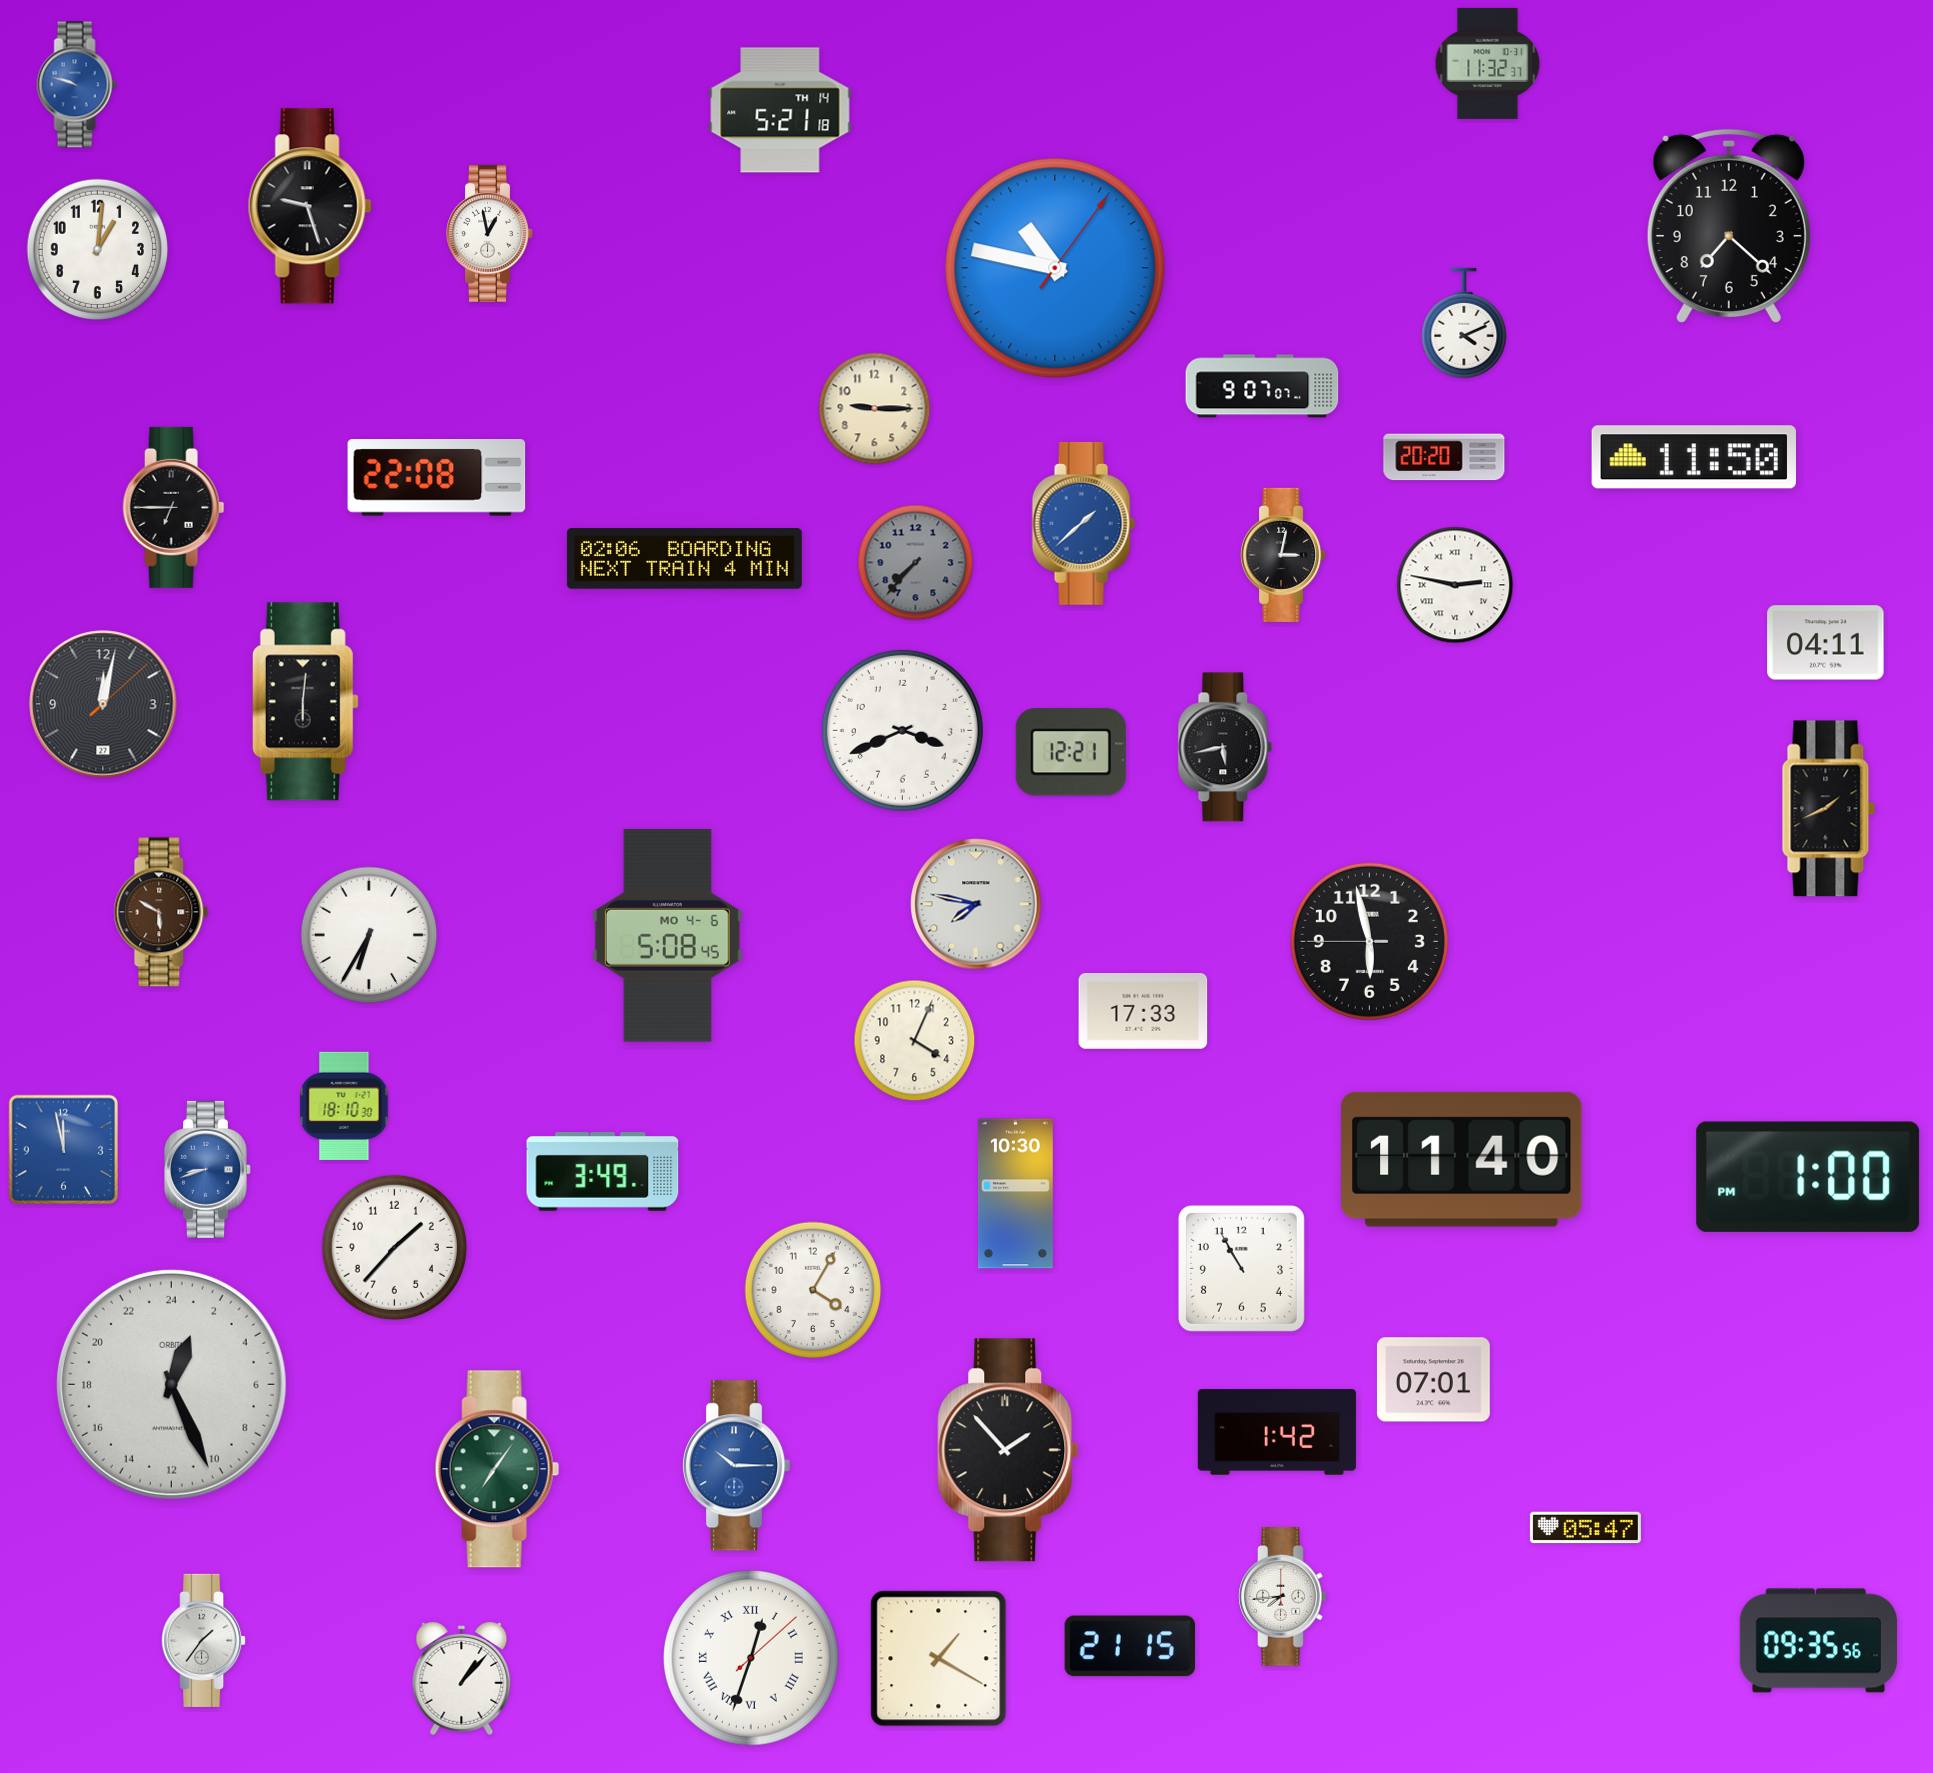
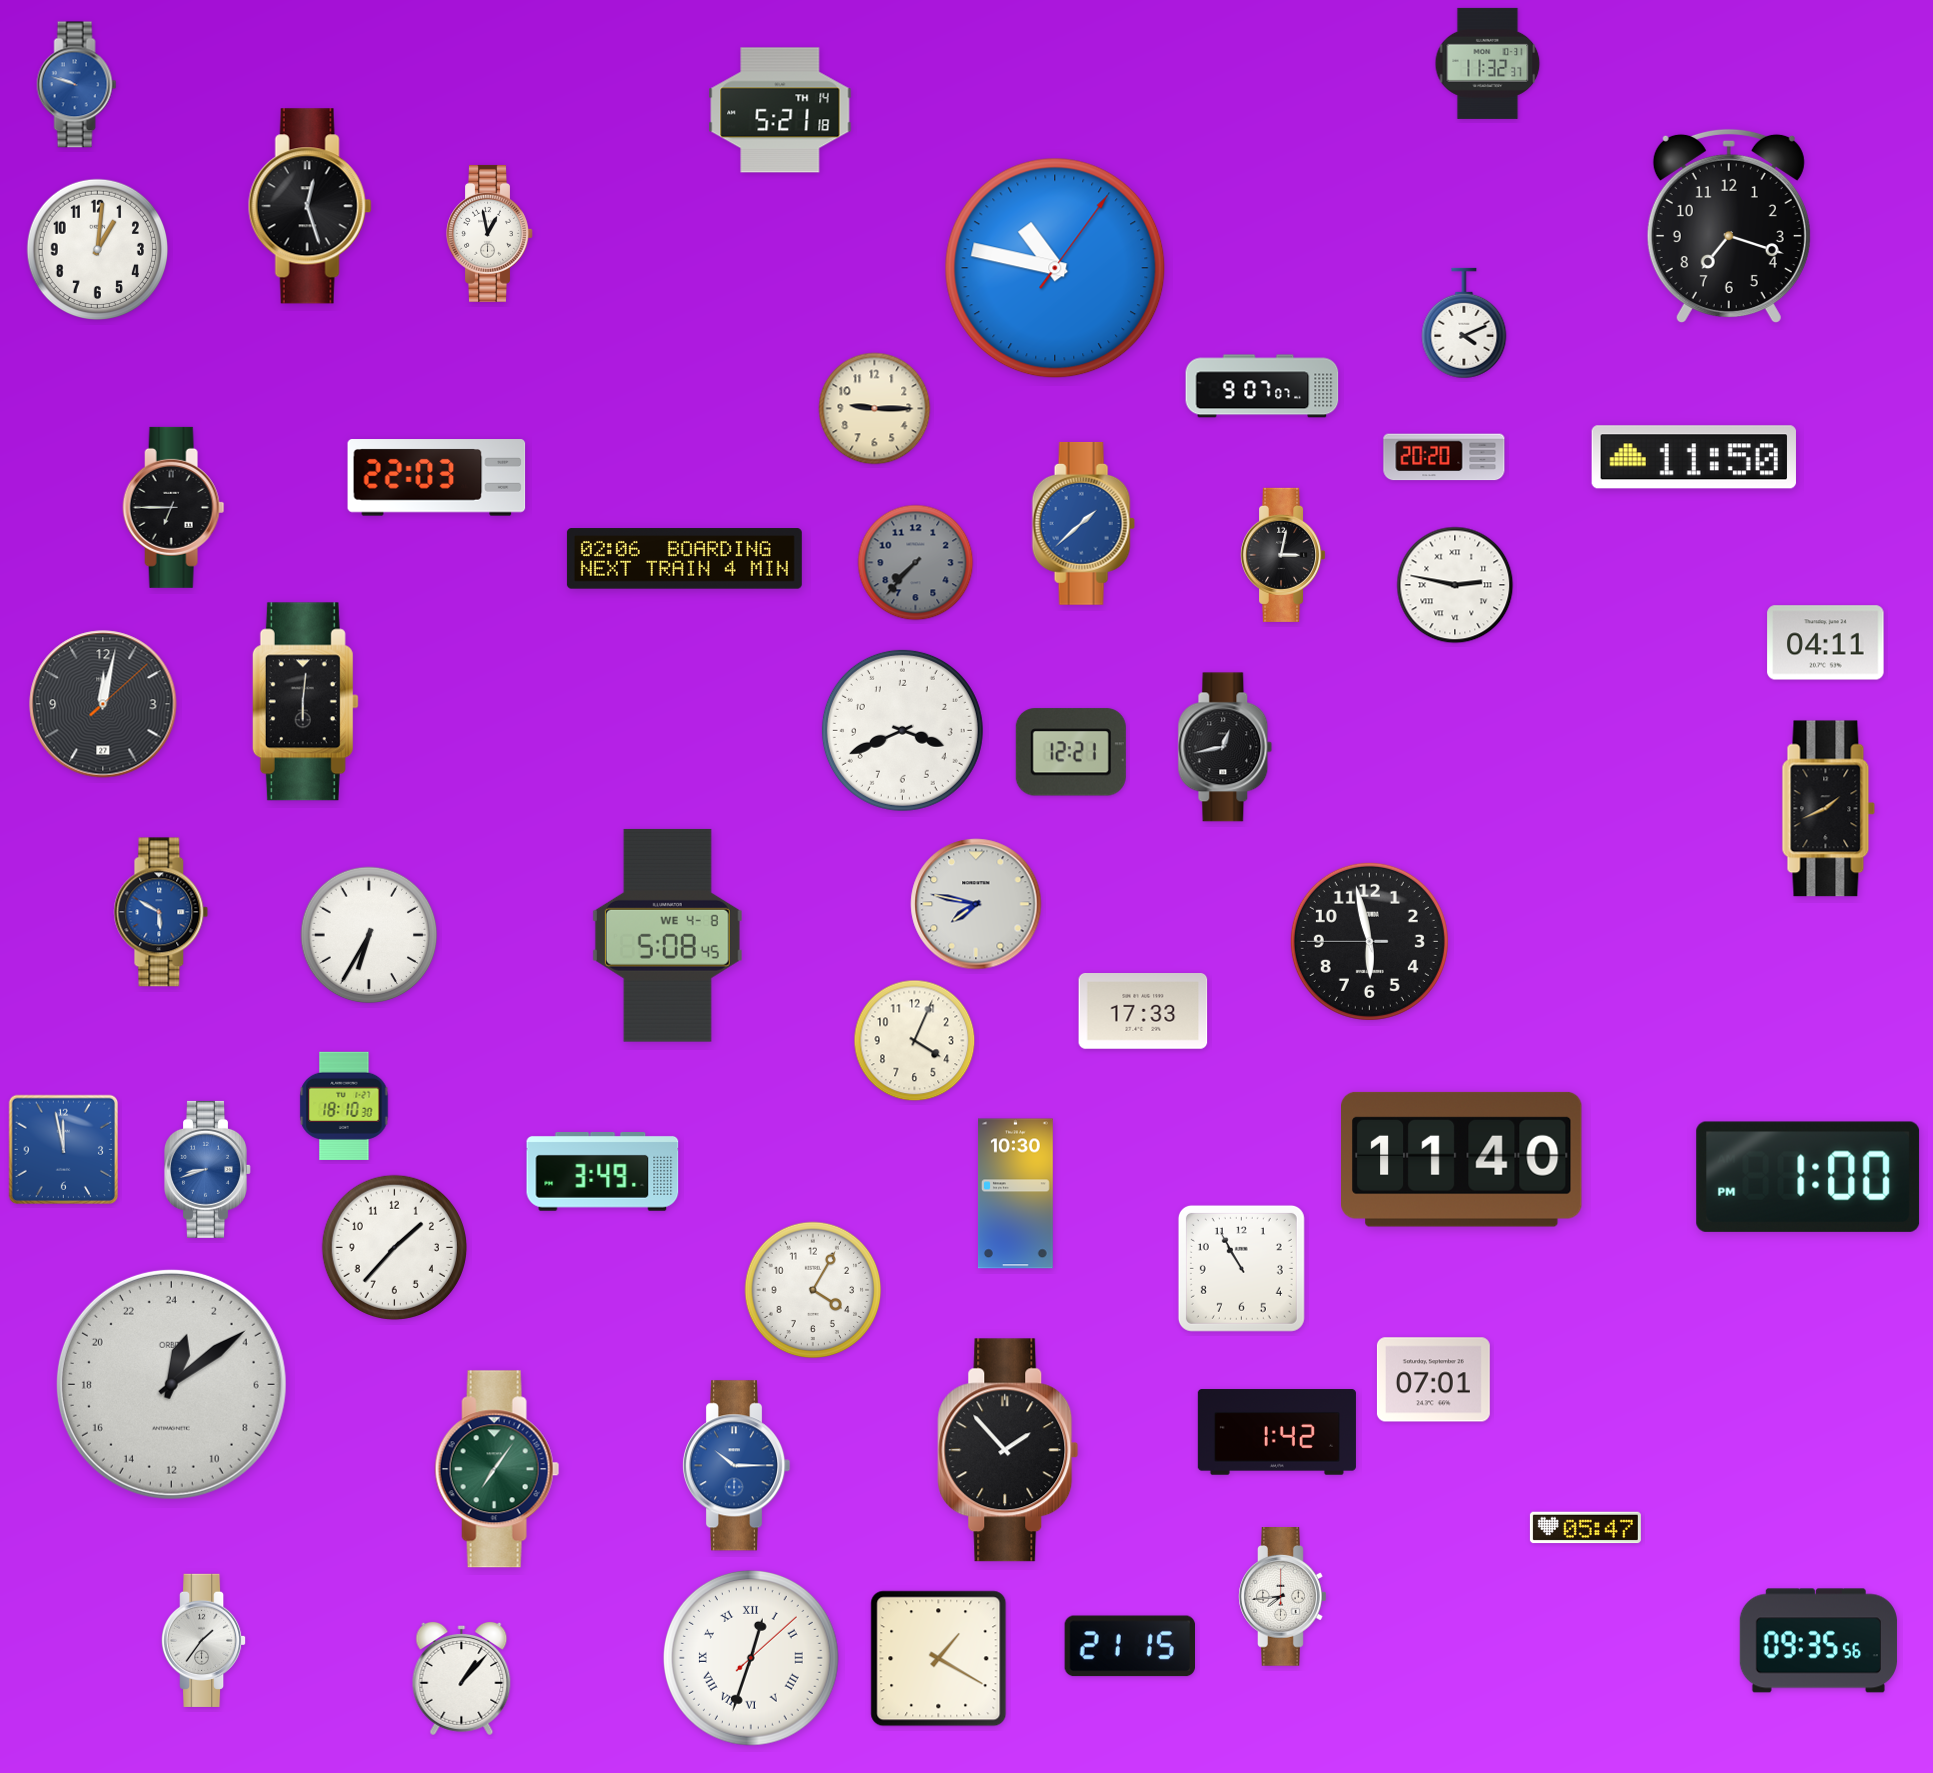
clock at (310, 206): 9:27 -> 12:27
clock at (1729, 226): 7:22 -> 7:18
clock at (437, 478): 22:08 -> 22:03
clock at (1225, 747): 5:43 -> 12:43
clock at (161, 912) dial: brown -> blue
clock at (667, 935) date: MO 4-6 -> WE 4-8
clock at (171, 1384): 1:26 -> 1:09
